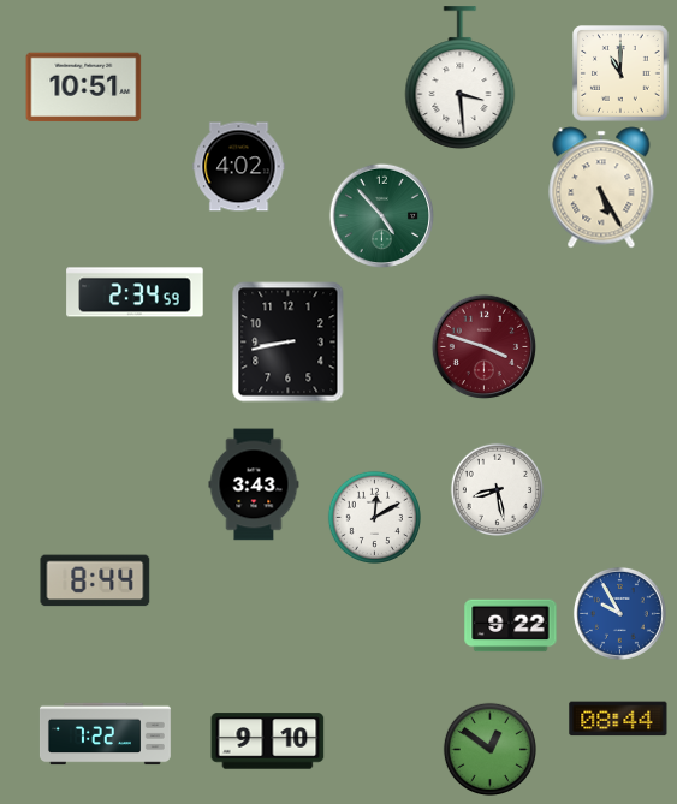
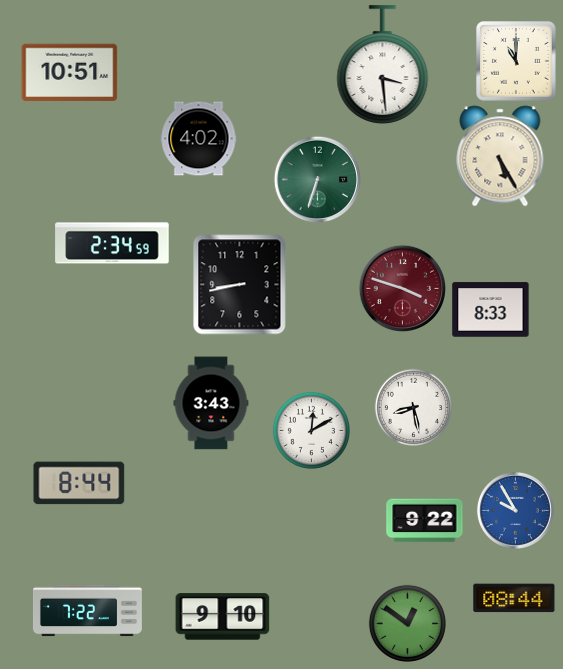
clock at (381, 215): 4:53 -> 6:33
clock at (491, 310): none -> 8:33
